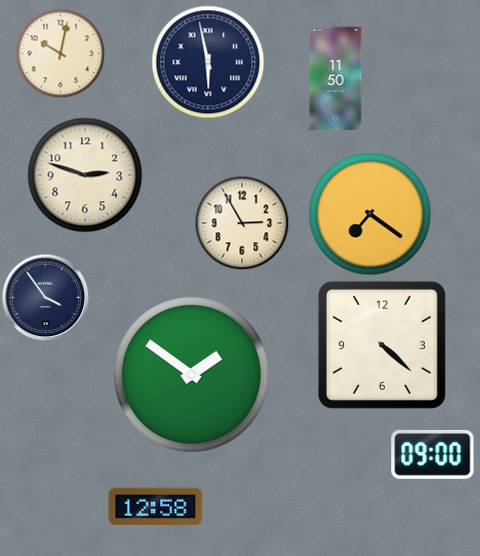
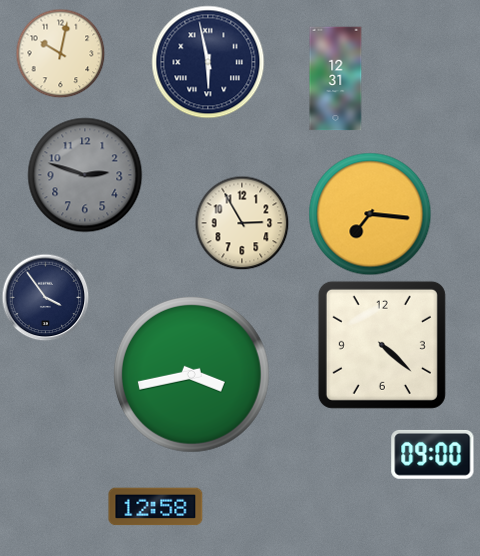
clock at (336, 79): 11:50 -> 12:31
clock at (85, 175) dial: cream -> grey
clock at (370, 214): 7:21 -> 7:16
clock at (191, 374): 1:51 -> 3:43
